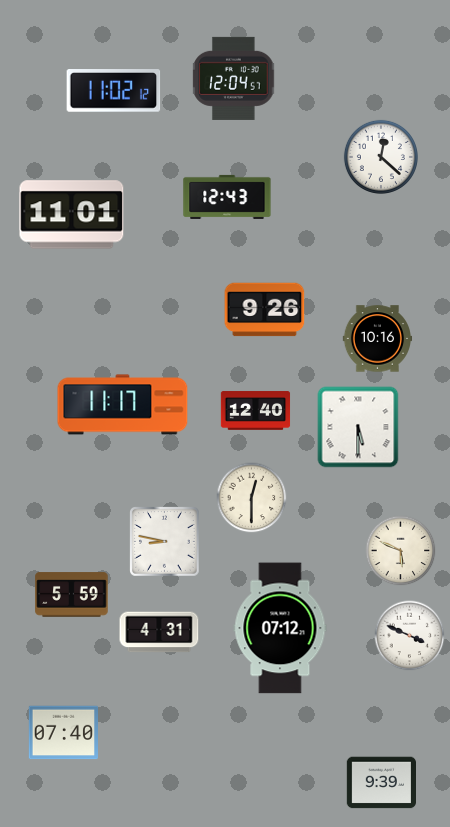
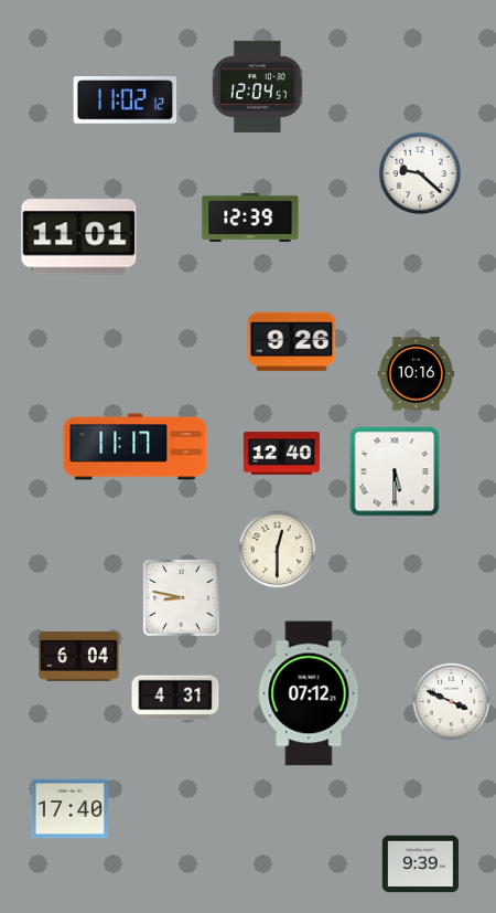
clock at (381, 157): 12:22 -> 9:22
clock at (227, 197): 12:43 -> 12:39
clock at (401, 551): 5:49 -> none
clock at (72, 595): 5:59 -> 6:04
clock at (63, 733): 07:40 -> 17:40
